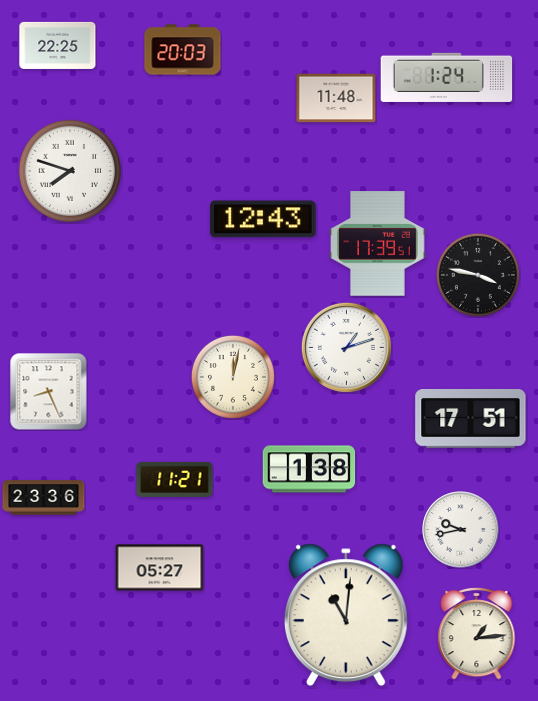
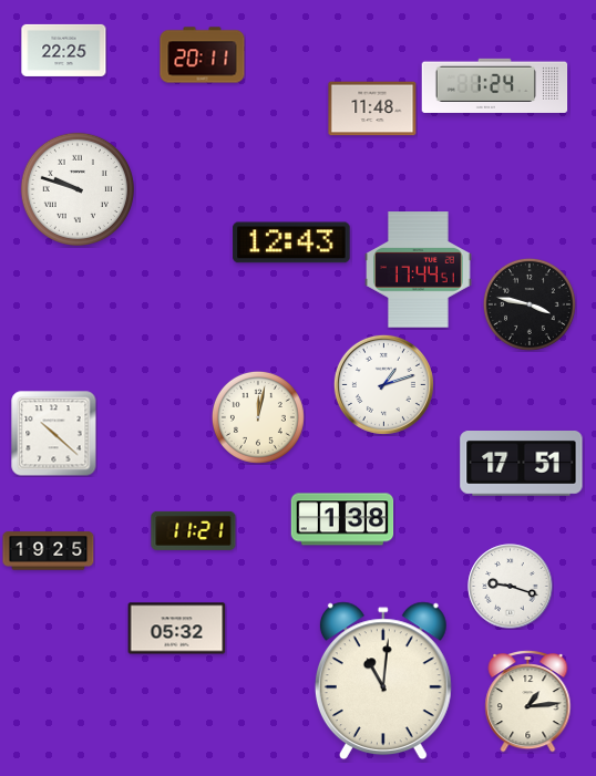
clock at (183, 50): 20:03 -> 20:11
clock at (70, 171): 7:48 -> 9:48
clock at (378, 244): 17:39 -> 17:44
clock at (49, 392): 8:26 -> 10:22
clock at (44, 498): 23:36 -> 19:25
clock at (461, 530): 9:43 -> 9:18
clock at (160, 568): 05:27 -> 05:32
